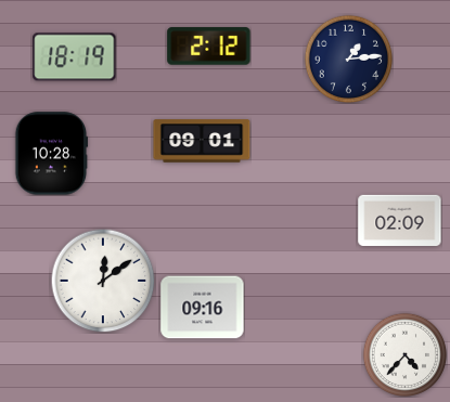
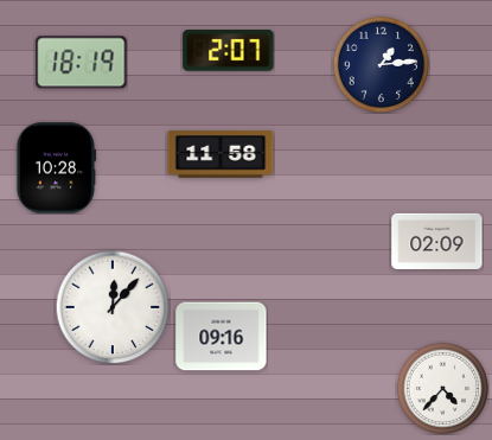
clock at (209, 47): 2:12 -> 2:07
clock at (202, 141): 09:01 -> 11:58
clock at (103, 281): 12:09 -> 12:07
